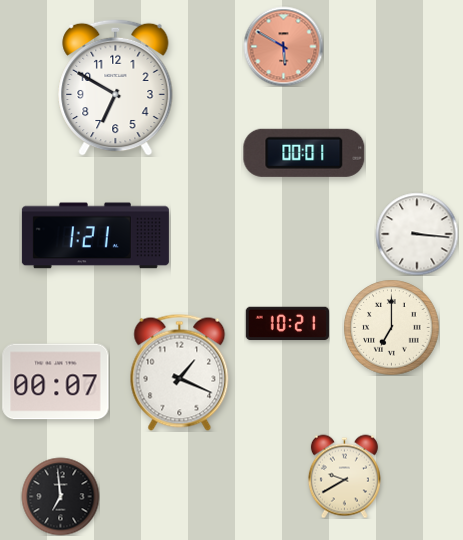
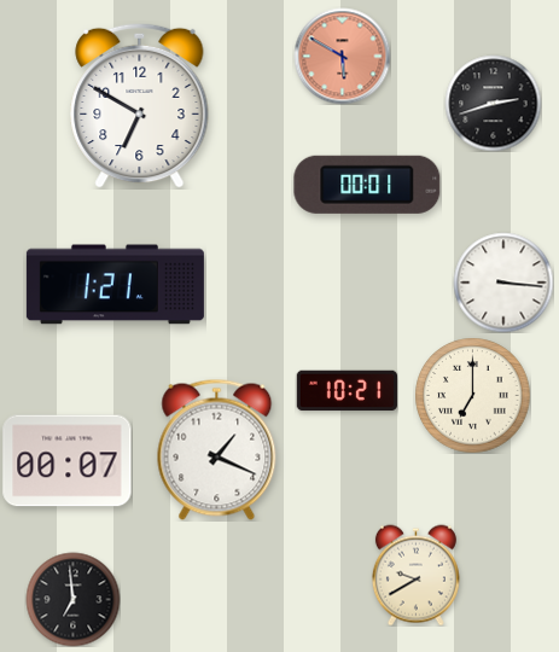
clock at (493, 103): none -> 2:42
